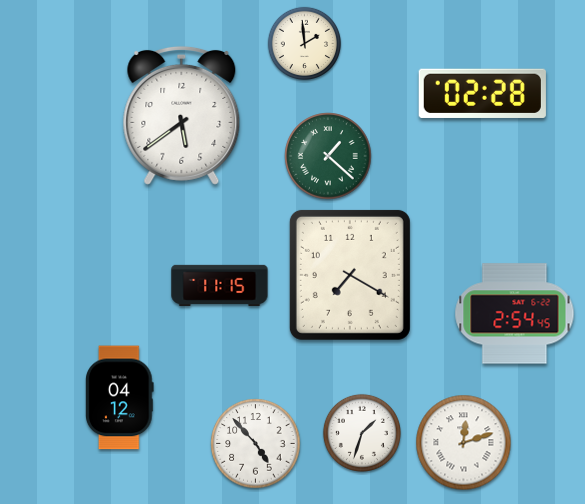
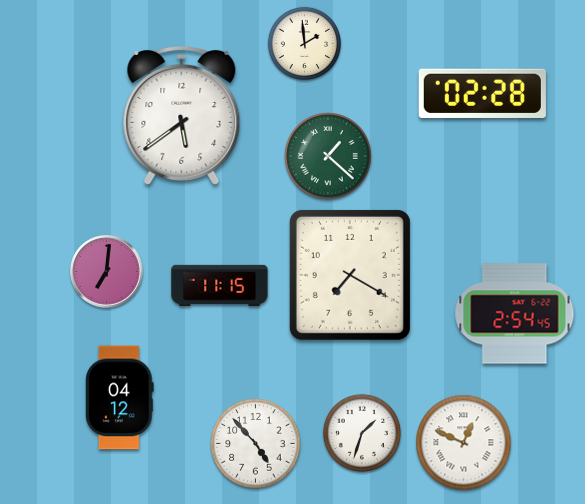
clock at (107, 272): none -> 7:01
clock at (464, 443): 12:12 -> 12:49
